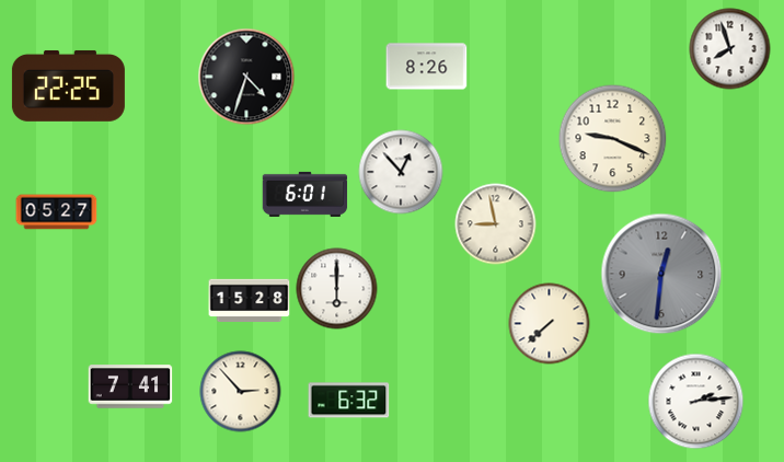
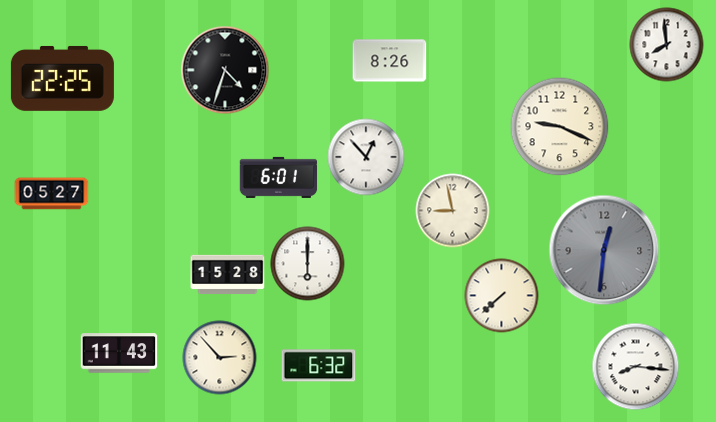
clock at (730, 49): 7:57 -> 7:59
clock at (496, 224) position: (496, 224) -> (453, 211)
clock at (130, 386): 7:41 -> 11:43
clock at (696, 402): 2:14 -> 8:16
